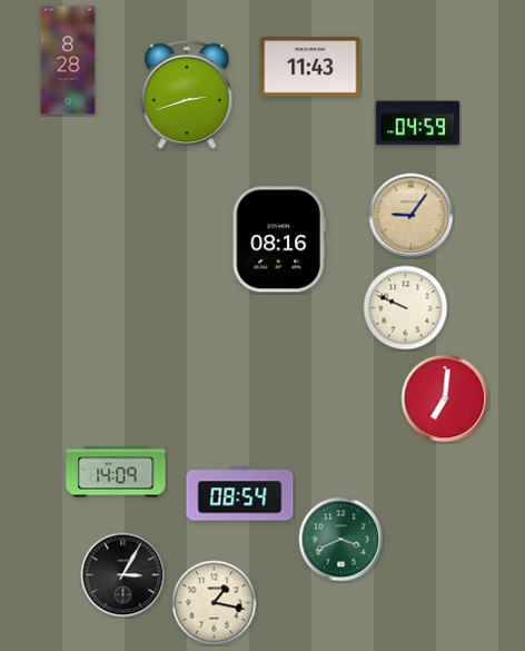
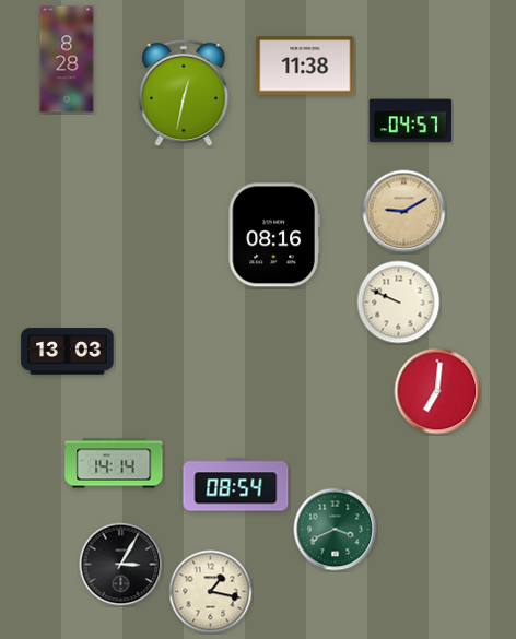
clock at (310, 67): 11:43 -> 11:38
clock at (187, 95): 2:42 -> 12:32
clock at (418, 124): 04:59 -> 04:57
clock at (412, 216): 9:06 -> 9:10
clock at (68, 352): none -> 13:03
clock at (116, 472): 14:09 -> 14:14
